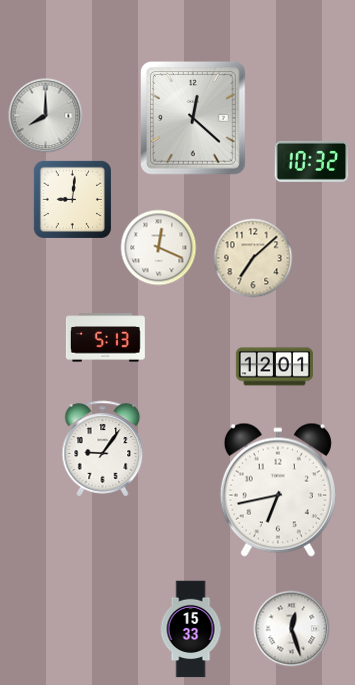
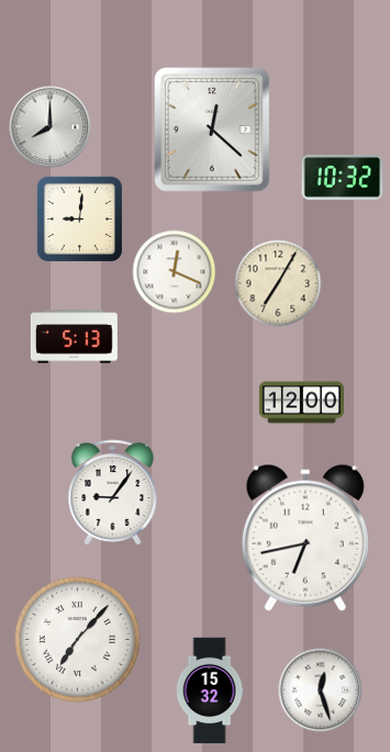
clock at (253, 258): 7:08 -> 7:05
clock at (105, 338) position: (105, 338) -> (74, 337)
clock at (274, 367): 12:01 -> 12:00
clock at (77, 639): none -> 7:07
clock at (191, 629): 15:33 -> 15:32
